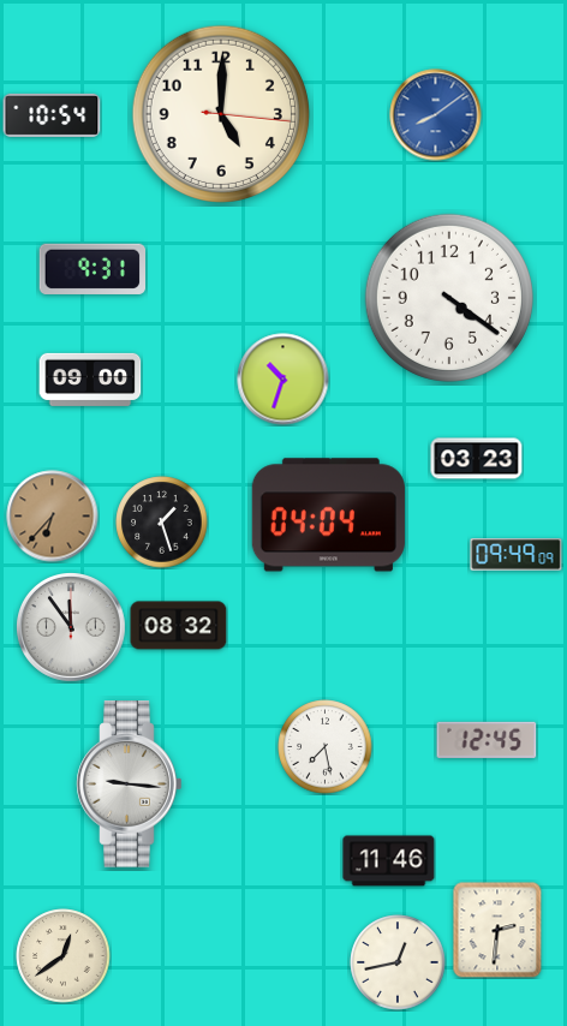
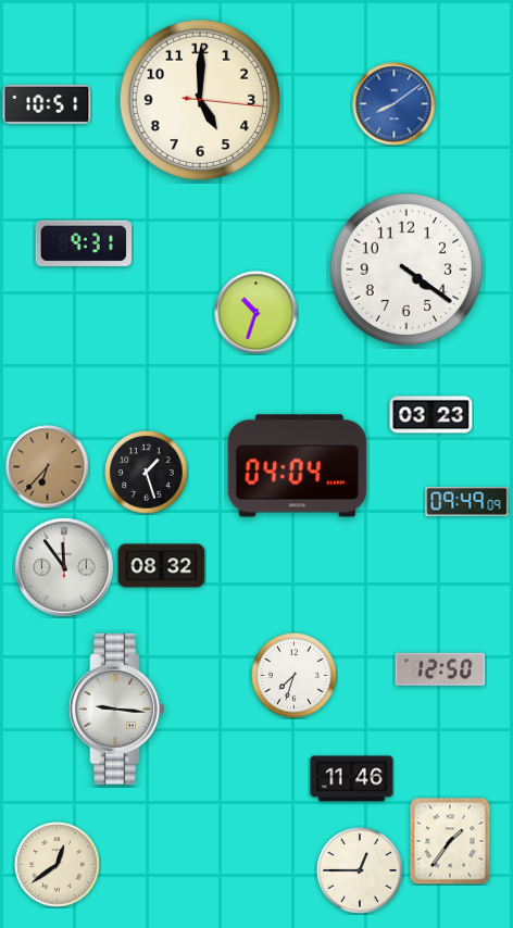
clock at (221, 114) position: (221, 114) -> (200, 100)
clock at (52, 115): 10:54 -> 10:51
clock at (90, 380): 09:00 -> none
clock at (283, 380) position: (283, 380) -> (256, 313)
clock at (487, 740): 12:45 -> 12:50
clock at (326, 747): 7:28 -> 7:33
clock at (497, 930): 2:31 -> 1:36
clock at (398, 962): 12:43 -> 12:45
